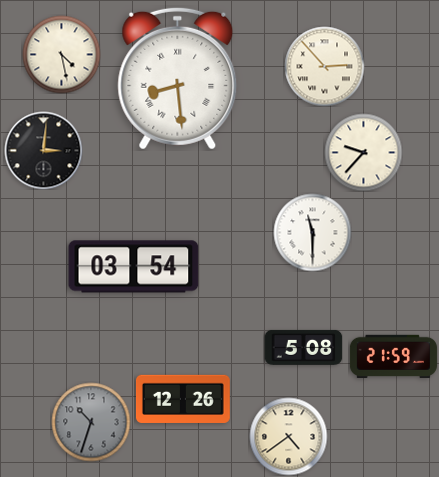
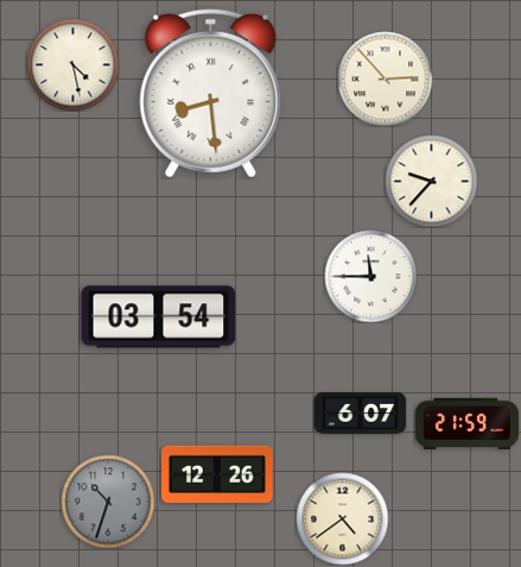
clock at (43, 150): 3:01 -> none
clock at (312, 232): 11:30 -> 11:45
clock at (303, 347): 5:08 -> 6:07
